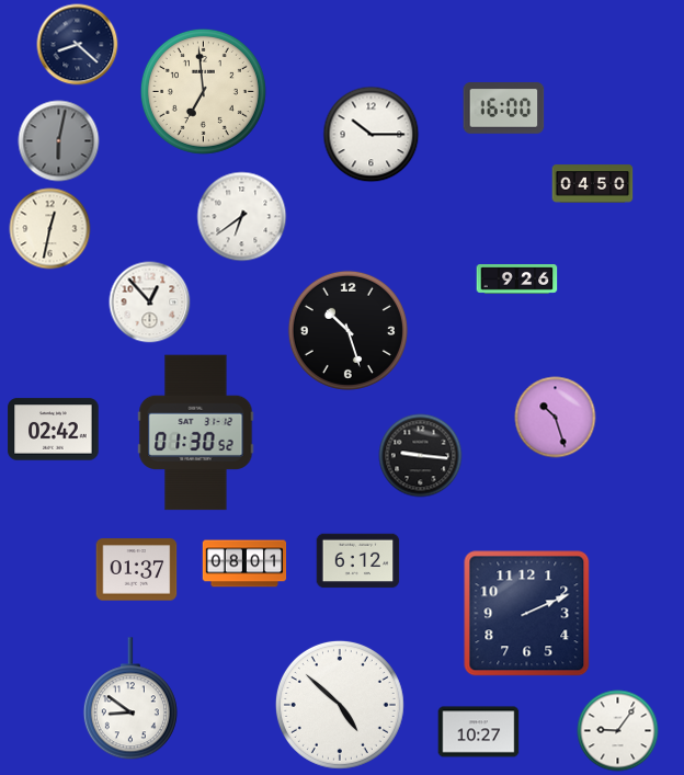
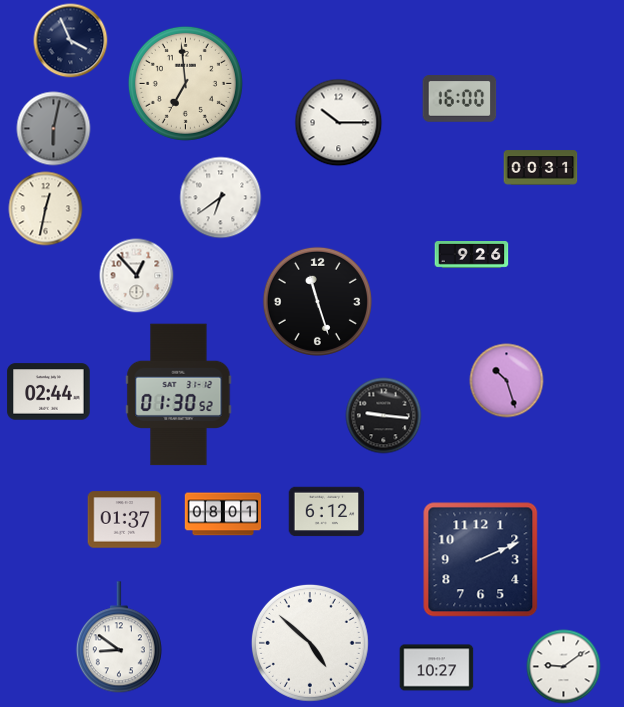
clock at (78, 45): 8:22 -> 3:56
clock at (593, 184): 04:50 -> 00:31
clock at (347, 330): 10:27 -> 11:27
clock at (54, 430): 02:42 -> 02:44
clock at (618, 731): 9:06 -> 9:09
